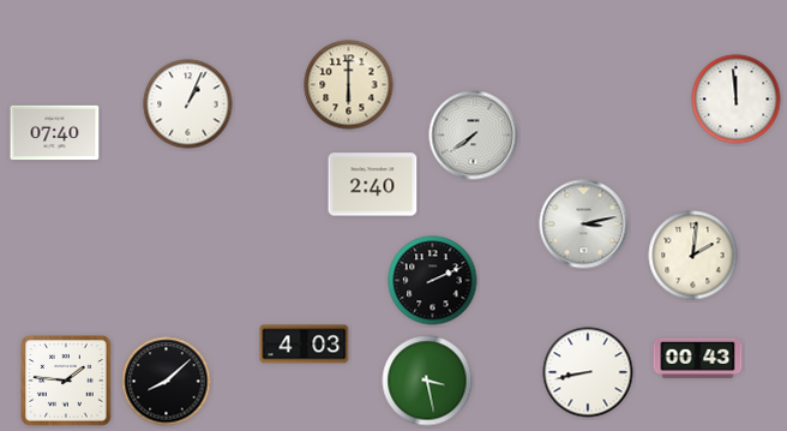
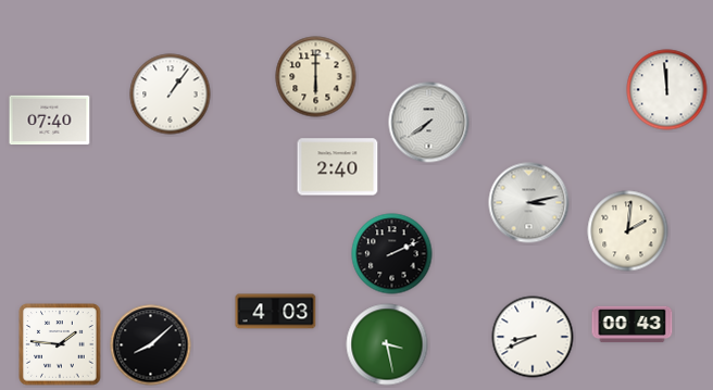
clock at (188, 104): 1:04 -> 1:06
clock at (588, 372): 8:43 -> 8:41
